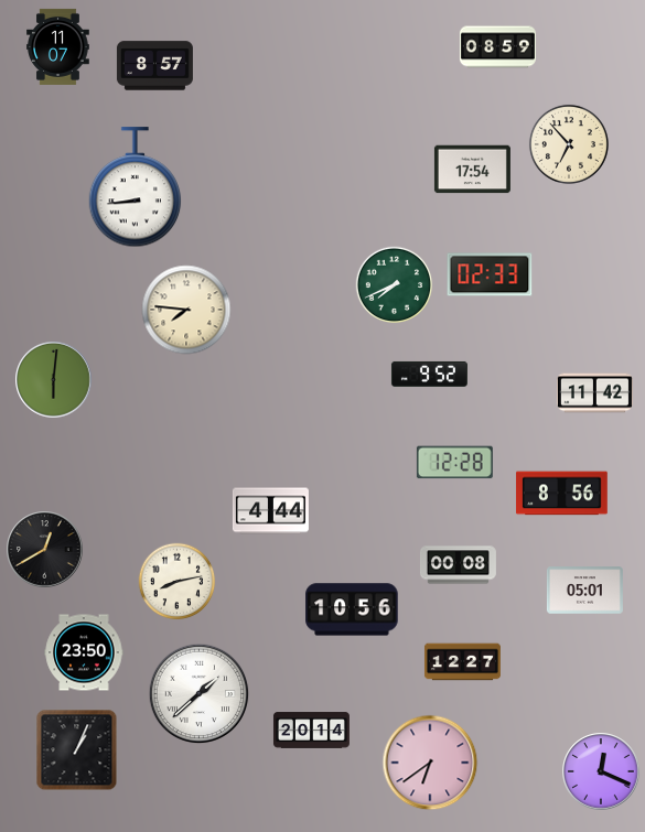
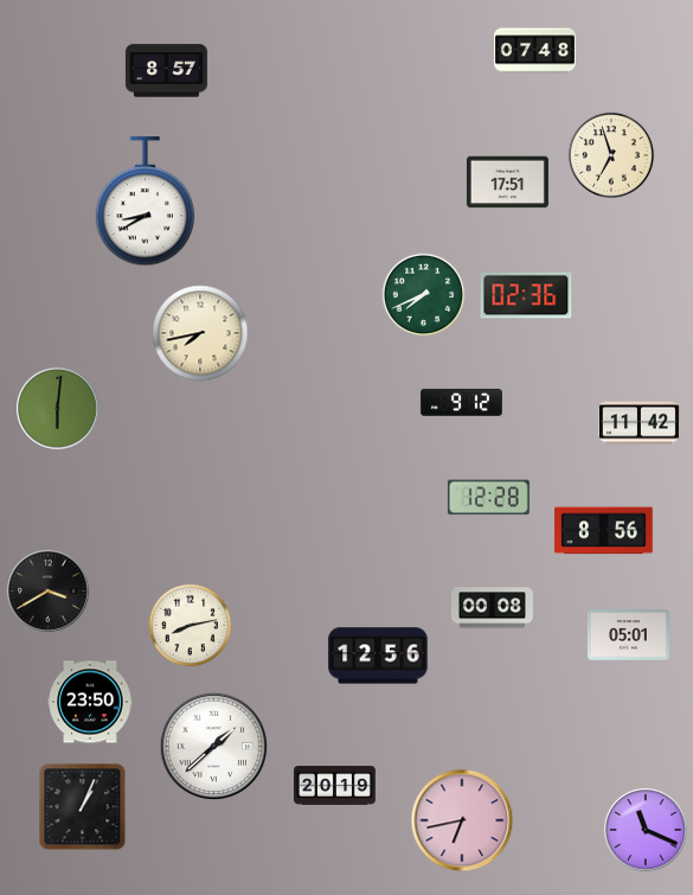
clock at (58, 46): 11:07 -> none
clock at (497, 47): 08:59 -> 07:48
clock at (569, 144): 6:53 -> 6:57
clock at (472, 170): 17:54 -> 17:51
clock at (136, 187): 8:44 -> 8:40
clock at (490, 274): 02:33 -> 02:36
clock at (395, 285) position: (395, 285) -> (424, 295)
clock at (186, 310): 7:46 -> 7:43
clock at (429, 374): 9:52 -> 9:12
clock at (270, 511): 4:44 -> none
clock at (45, 550): 12:40 -> 3:40
clock at (352, 609): 10:56 -> 12:56
clock at (462, 662): 12:27 -> none
clock at (311, 731): 20:14 -> 20:19
clock at (430, 763): 6:39 -> 6:43
clock at (601, 771): 12:19 -> 11:19
